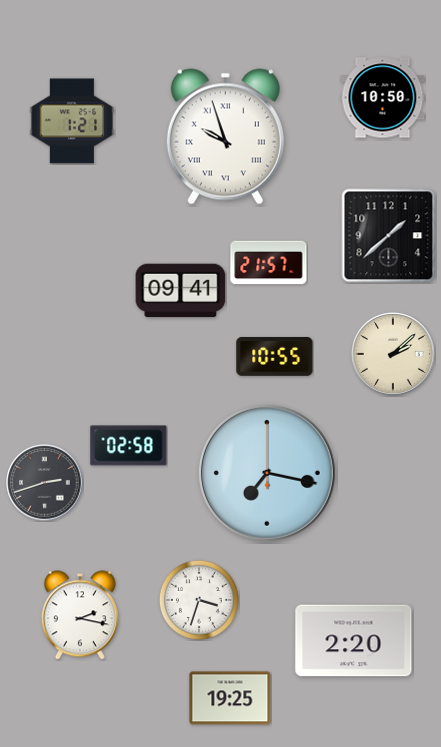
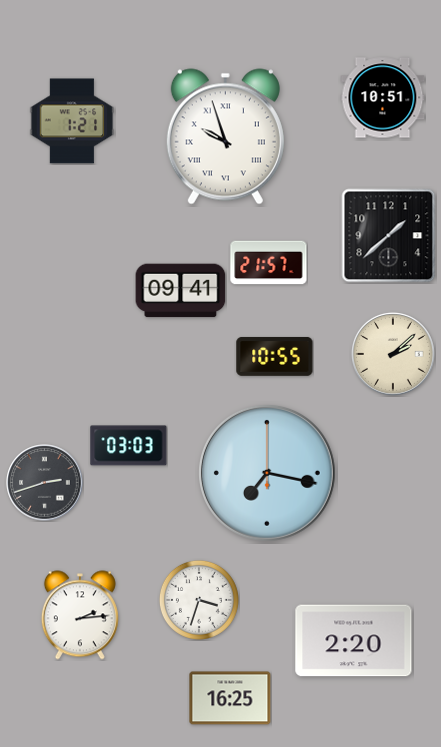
clock at (383, 98): 10:50 -> 10:51
clock at (129, 446): 02:58 -> 03:03
clock at (80, 615): 2:17 -> 2:14
clock at (230, 698): 19:25 -> 16:25
